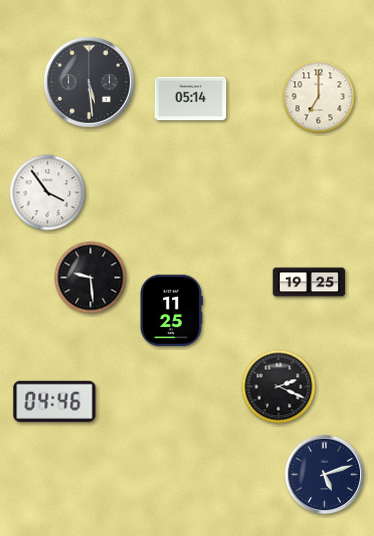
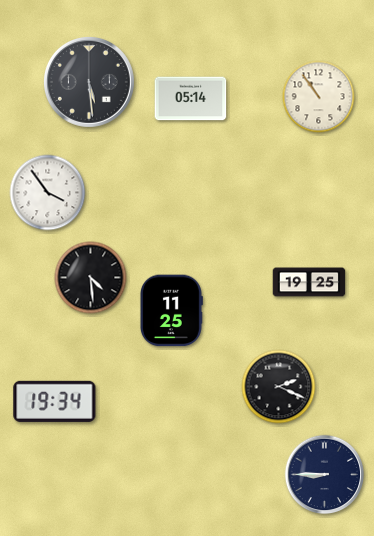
clock at (319, 97): 7:00 -> 10:54
clock at (91, 278): 9:29 -> 4:29
clock at (55, 401): 04:46 -> 19:34
clock at (325, 475): 5:12 -> 8:45
